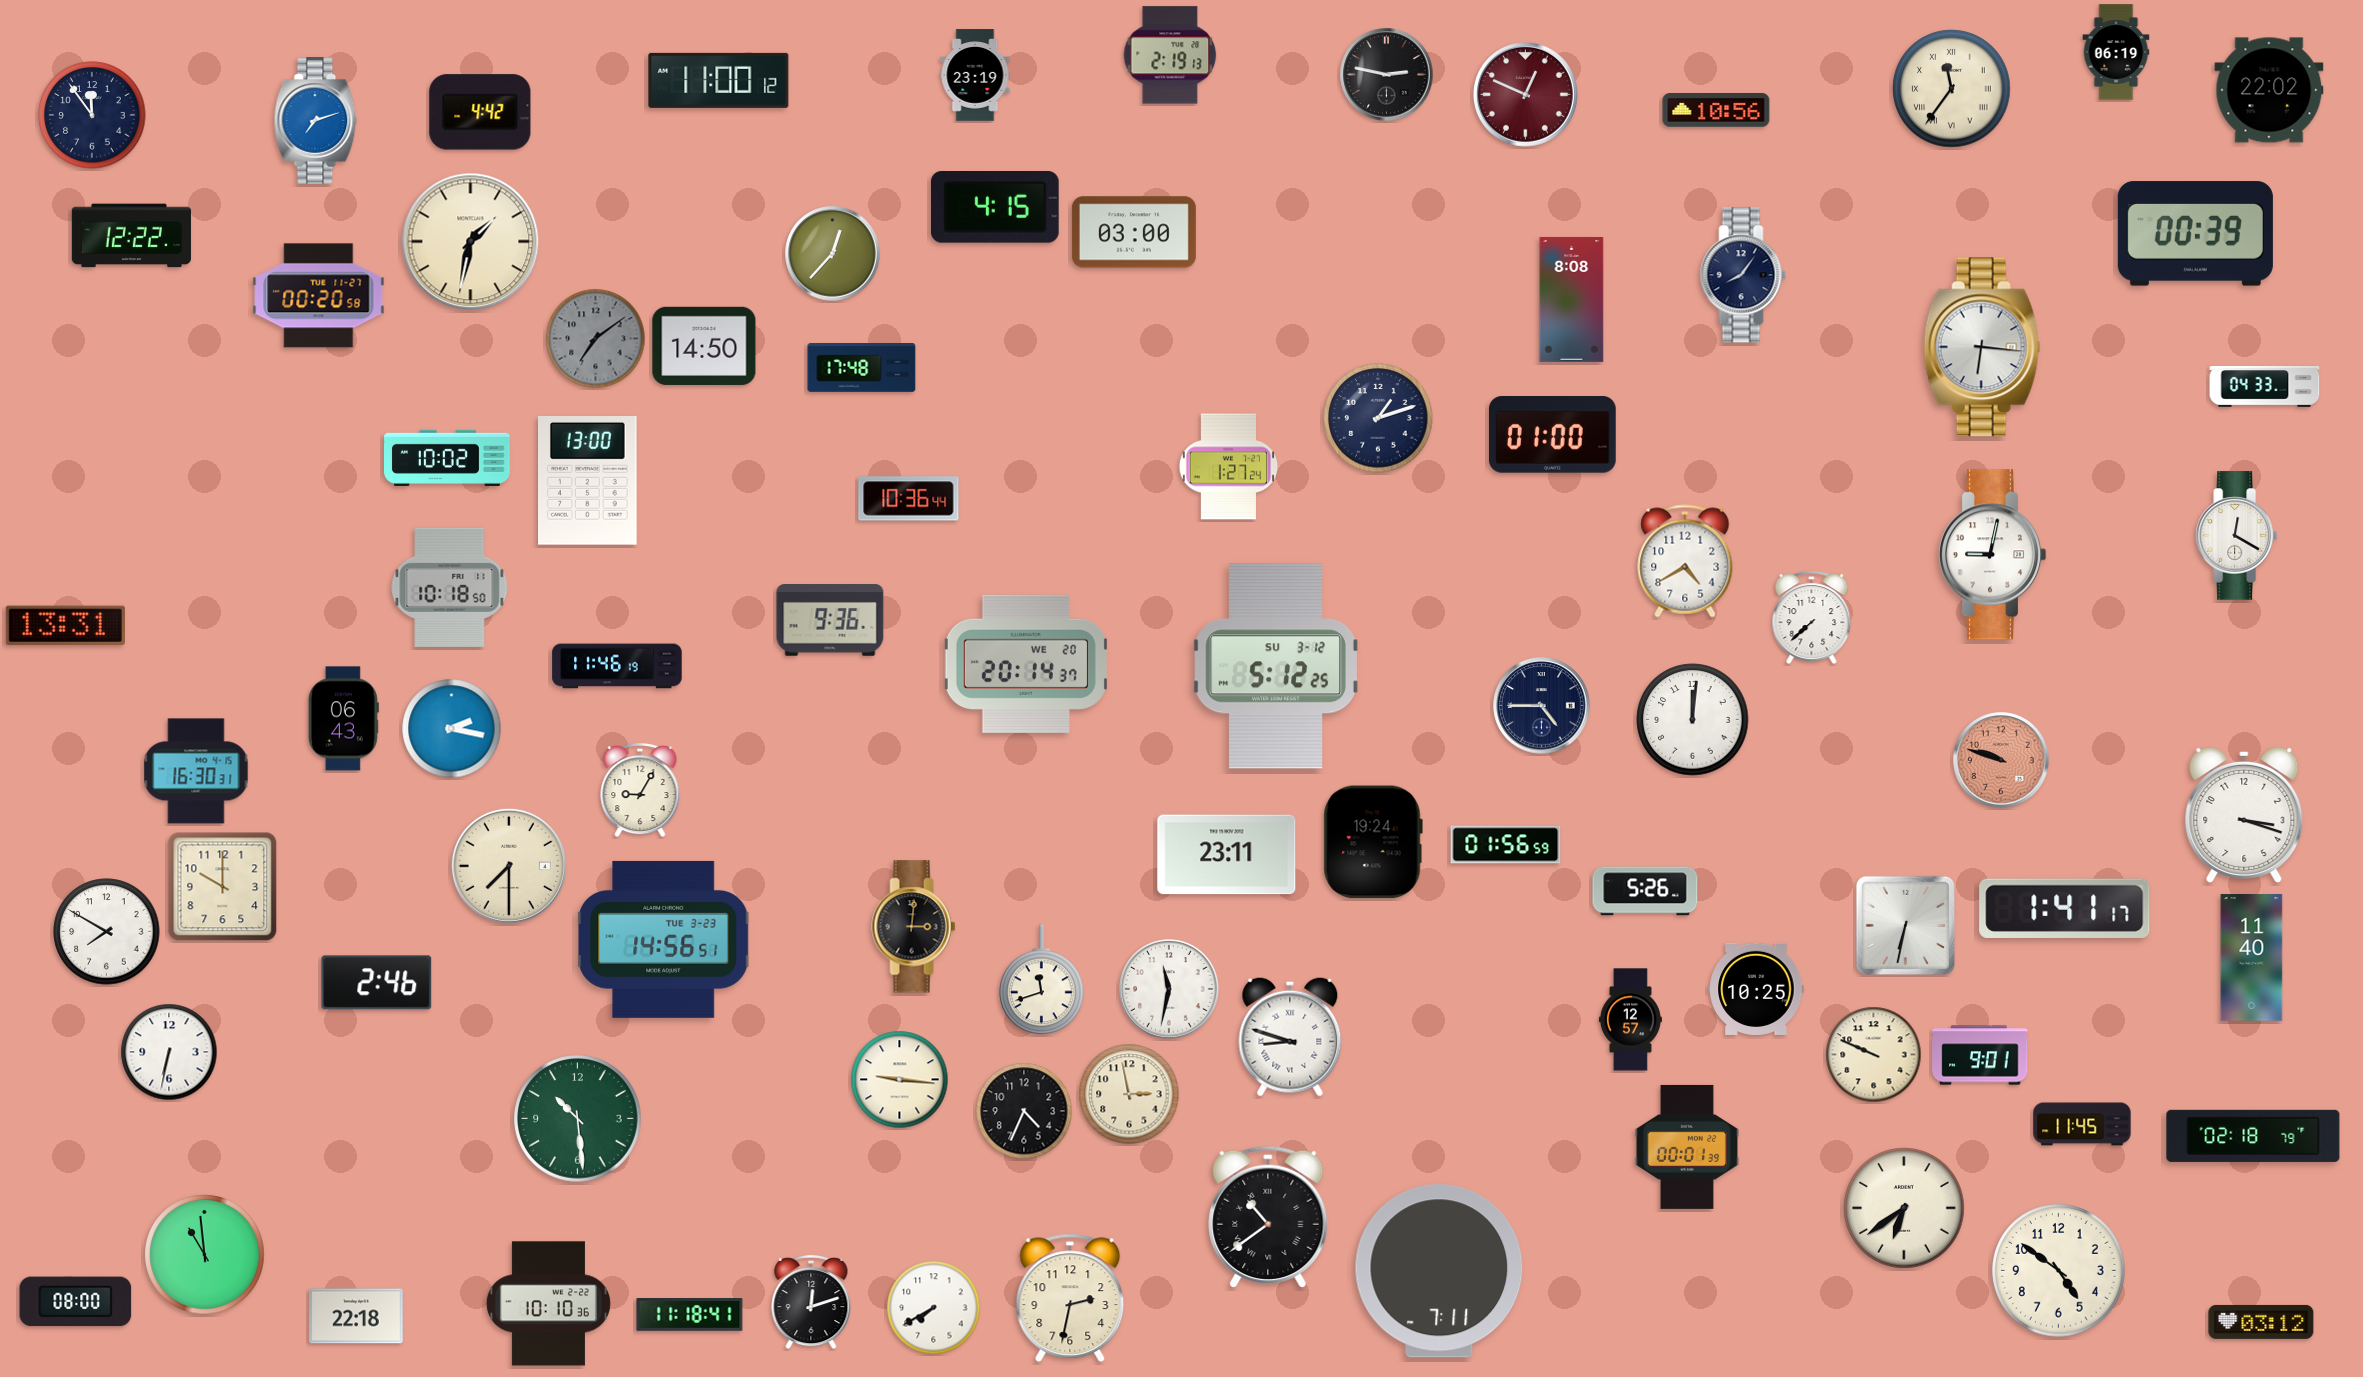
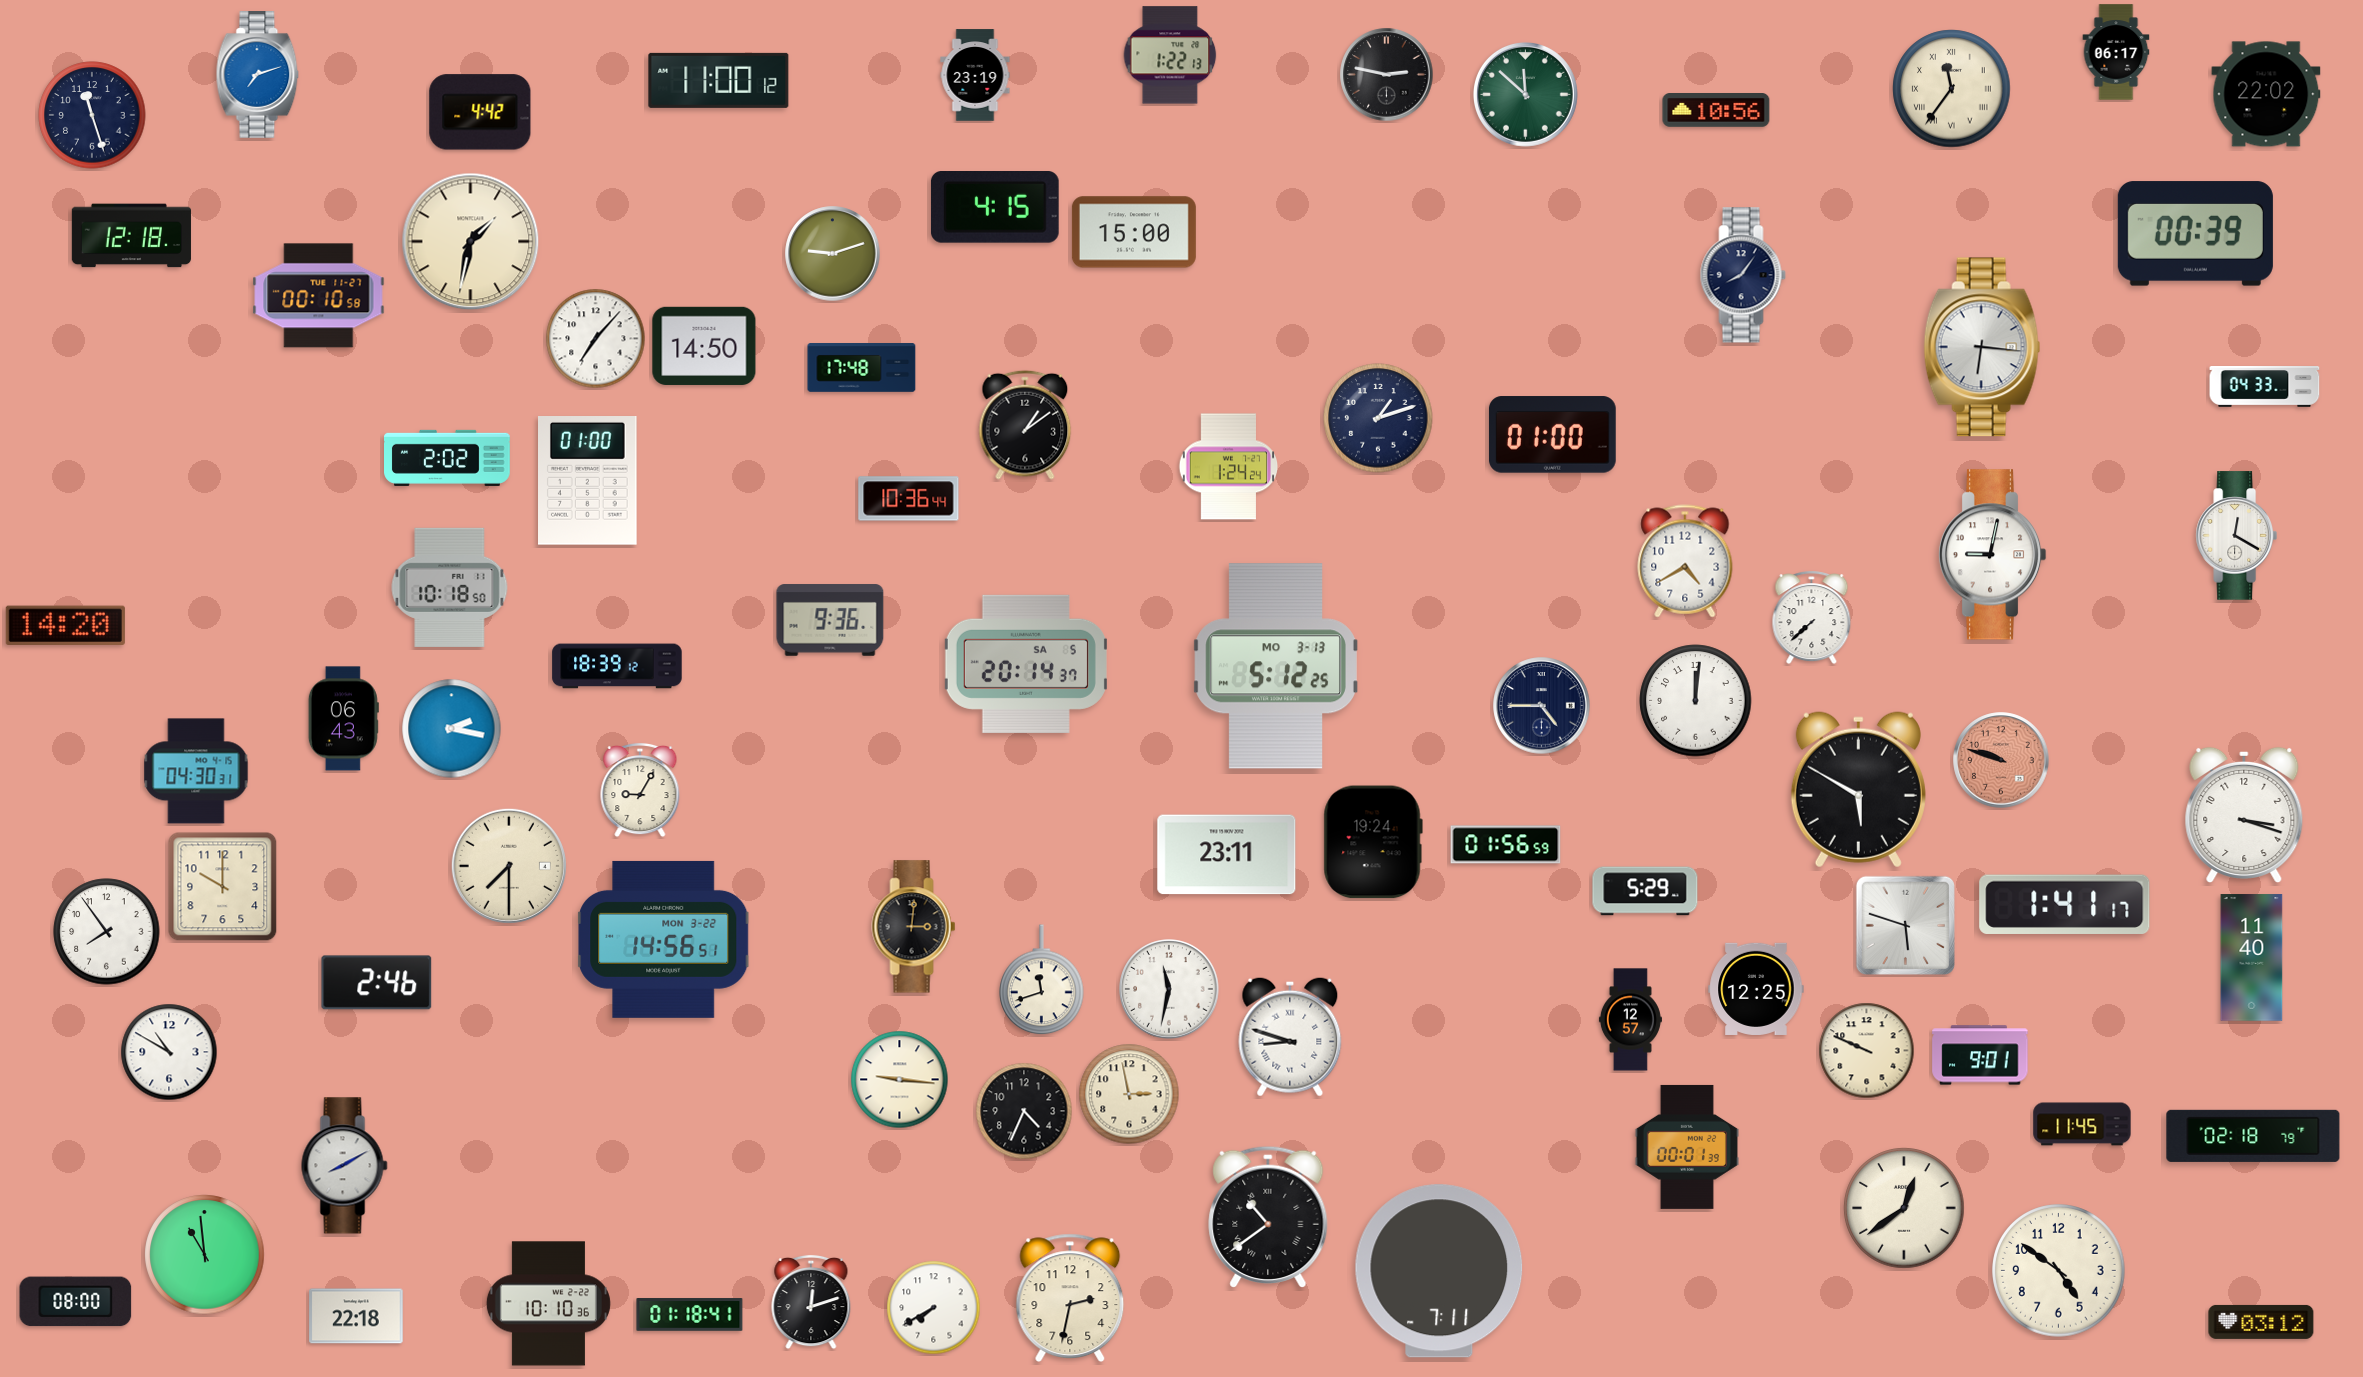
clock at (2116, 52): 06:19 -> 06:17
clock at (1170, 55): 2:19 -> 1:22
clock at (2269, 90) position: (2269, 90) -> (2266, 94)
clock at (1525, 94): 12:49 -> 11:52
clock at (1525, 94) dial: burgundy -> green
clock at (92, 115): 11:54 -> 11:27
clock at (316, 121) position: (316, 121) -> (258, 75)
clock at (1134, 232): 03:00 -> 15:00
clock at (131, 236): 12:22 -> 12:18
clock at (833, 254): 12:37 -> 9:12
clock at (319, 296): 00:20 -> 00:10
clock at (1572, 299): 8:08 -> none
clock at (596, 339): 7:09 -> 7:07
clock at (596, 339) dial: grey -> white
clock at (1025, 425): none -> 1:09
clock at (448, 458): 10:02 -> 2:02
clock at (1229, 467): 1:27 -> 1:24
clock at (588, 481): 13:00 -> 01:00
clock at (65, 625): 13:31 -> 14:20
clock at (1026, 664) date: WE 20 -> SA 5
clock at (617, 666): 11:46 -> 18:39
clock at (1276, 666) date: SU 3-12 -> MO 3-13
clock at (1693, 720) position: (1693, 720) -> (1696, 701)
clock at (196, 771): 16:30 -> 04:30
clock at (1858, 790): none -> 5:50
clock at (1645, 891): 5:26 -> 5:29
clock at (2065, 908) position: (2065, 908) -> (2065, 904)
clock at (1905, 925): 6:32 -> 5:48
clock at (107, 932): 7:50 -> 7:54
clock at (664, 939) date: TUE 3-23 -> MON 3-22
clock at (1756, 989): 10:25 -> 12:25
clock at (169, 1052): 6:32 -> 10:50
clock at (1874, 1055) position: (1874, 1055) -> (1867, 1051)
clock at (578, 1119): 10:29 -> none
clock at (345, 1166): none -> 8:10
clock at (1904, 1208): 6:39 -> 12:39
clock at (690, 1315): 11:18 -> 01:18
